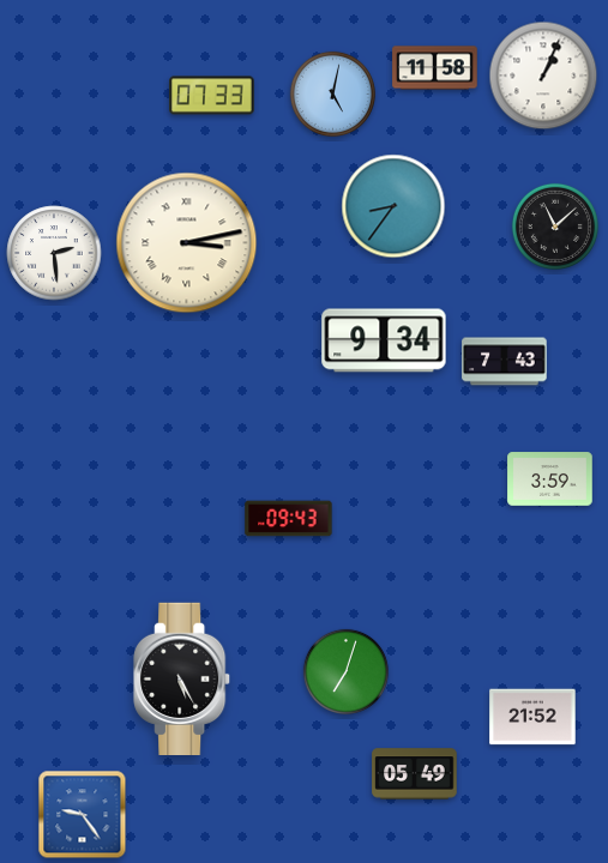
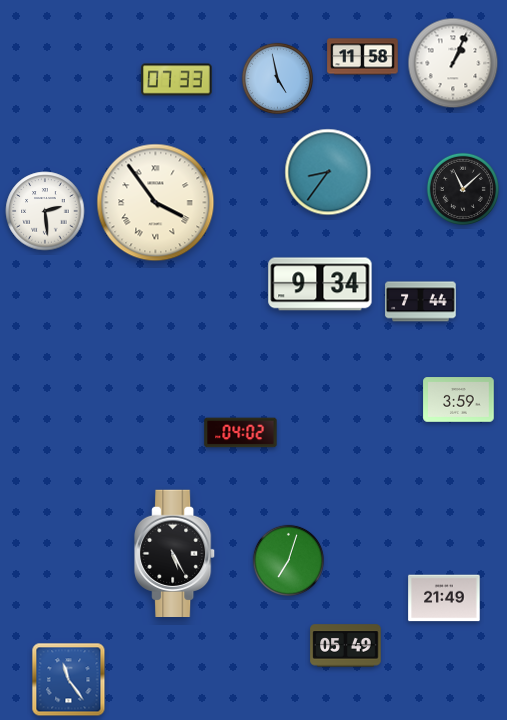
clock at (332, 93): 5:02 -> 4:58
clock at (187, 243): 3:13 -> 3:54
clock at (505, 362): 7:43 -> 7:44
clock at (289, 519): 09:43 -> 04:02
clock at (182, 678) position: (182, 678) -> (175, 553)
clock at (532, 717): 21:52 -> 21:49
clock at (83, 815): 9:24 -> 11:24
